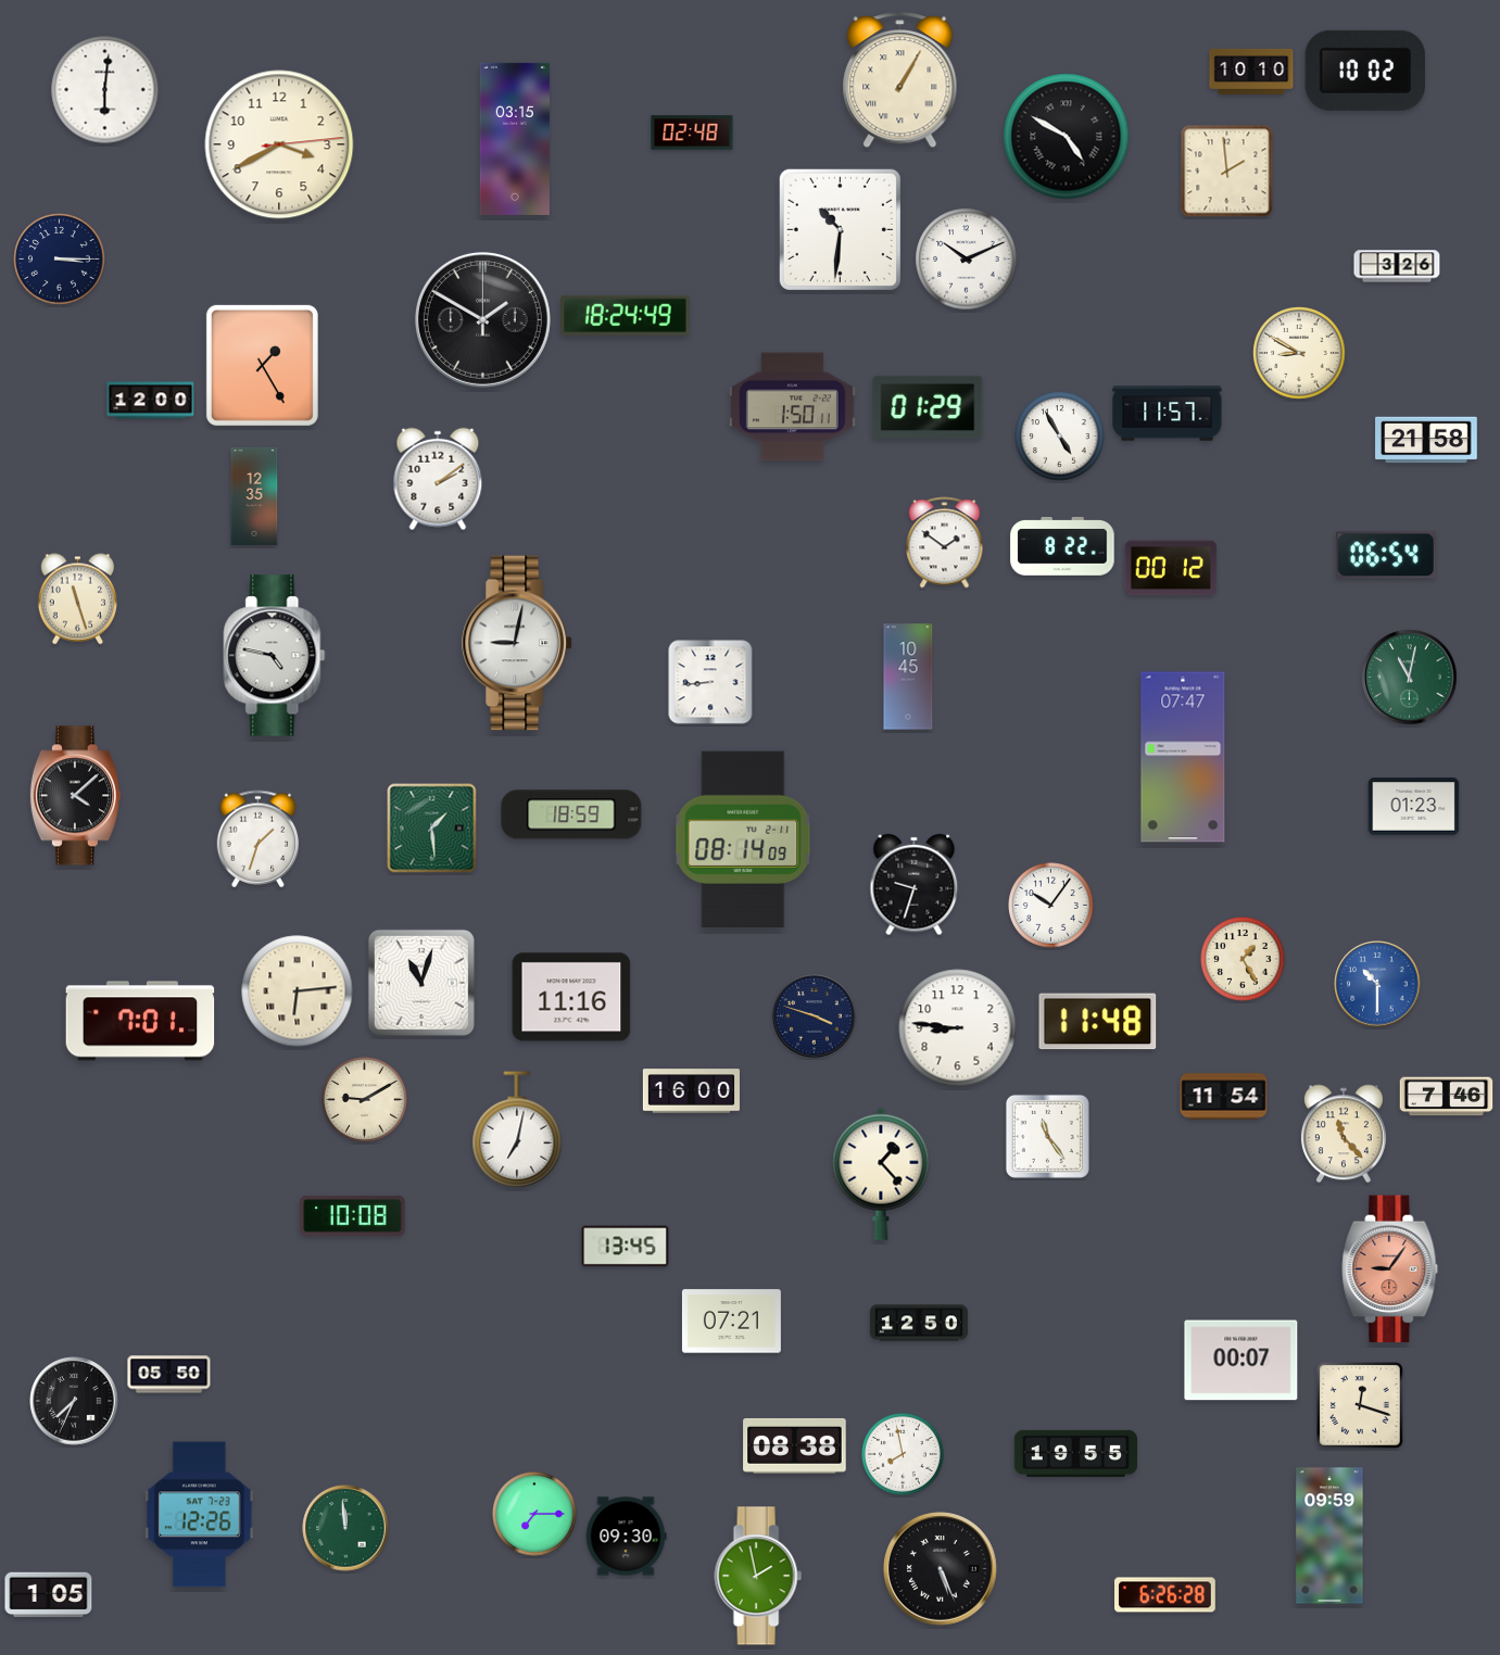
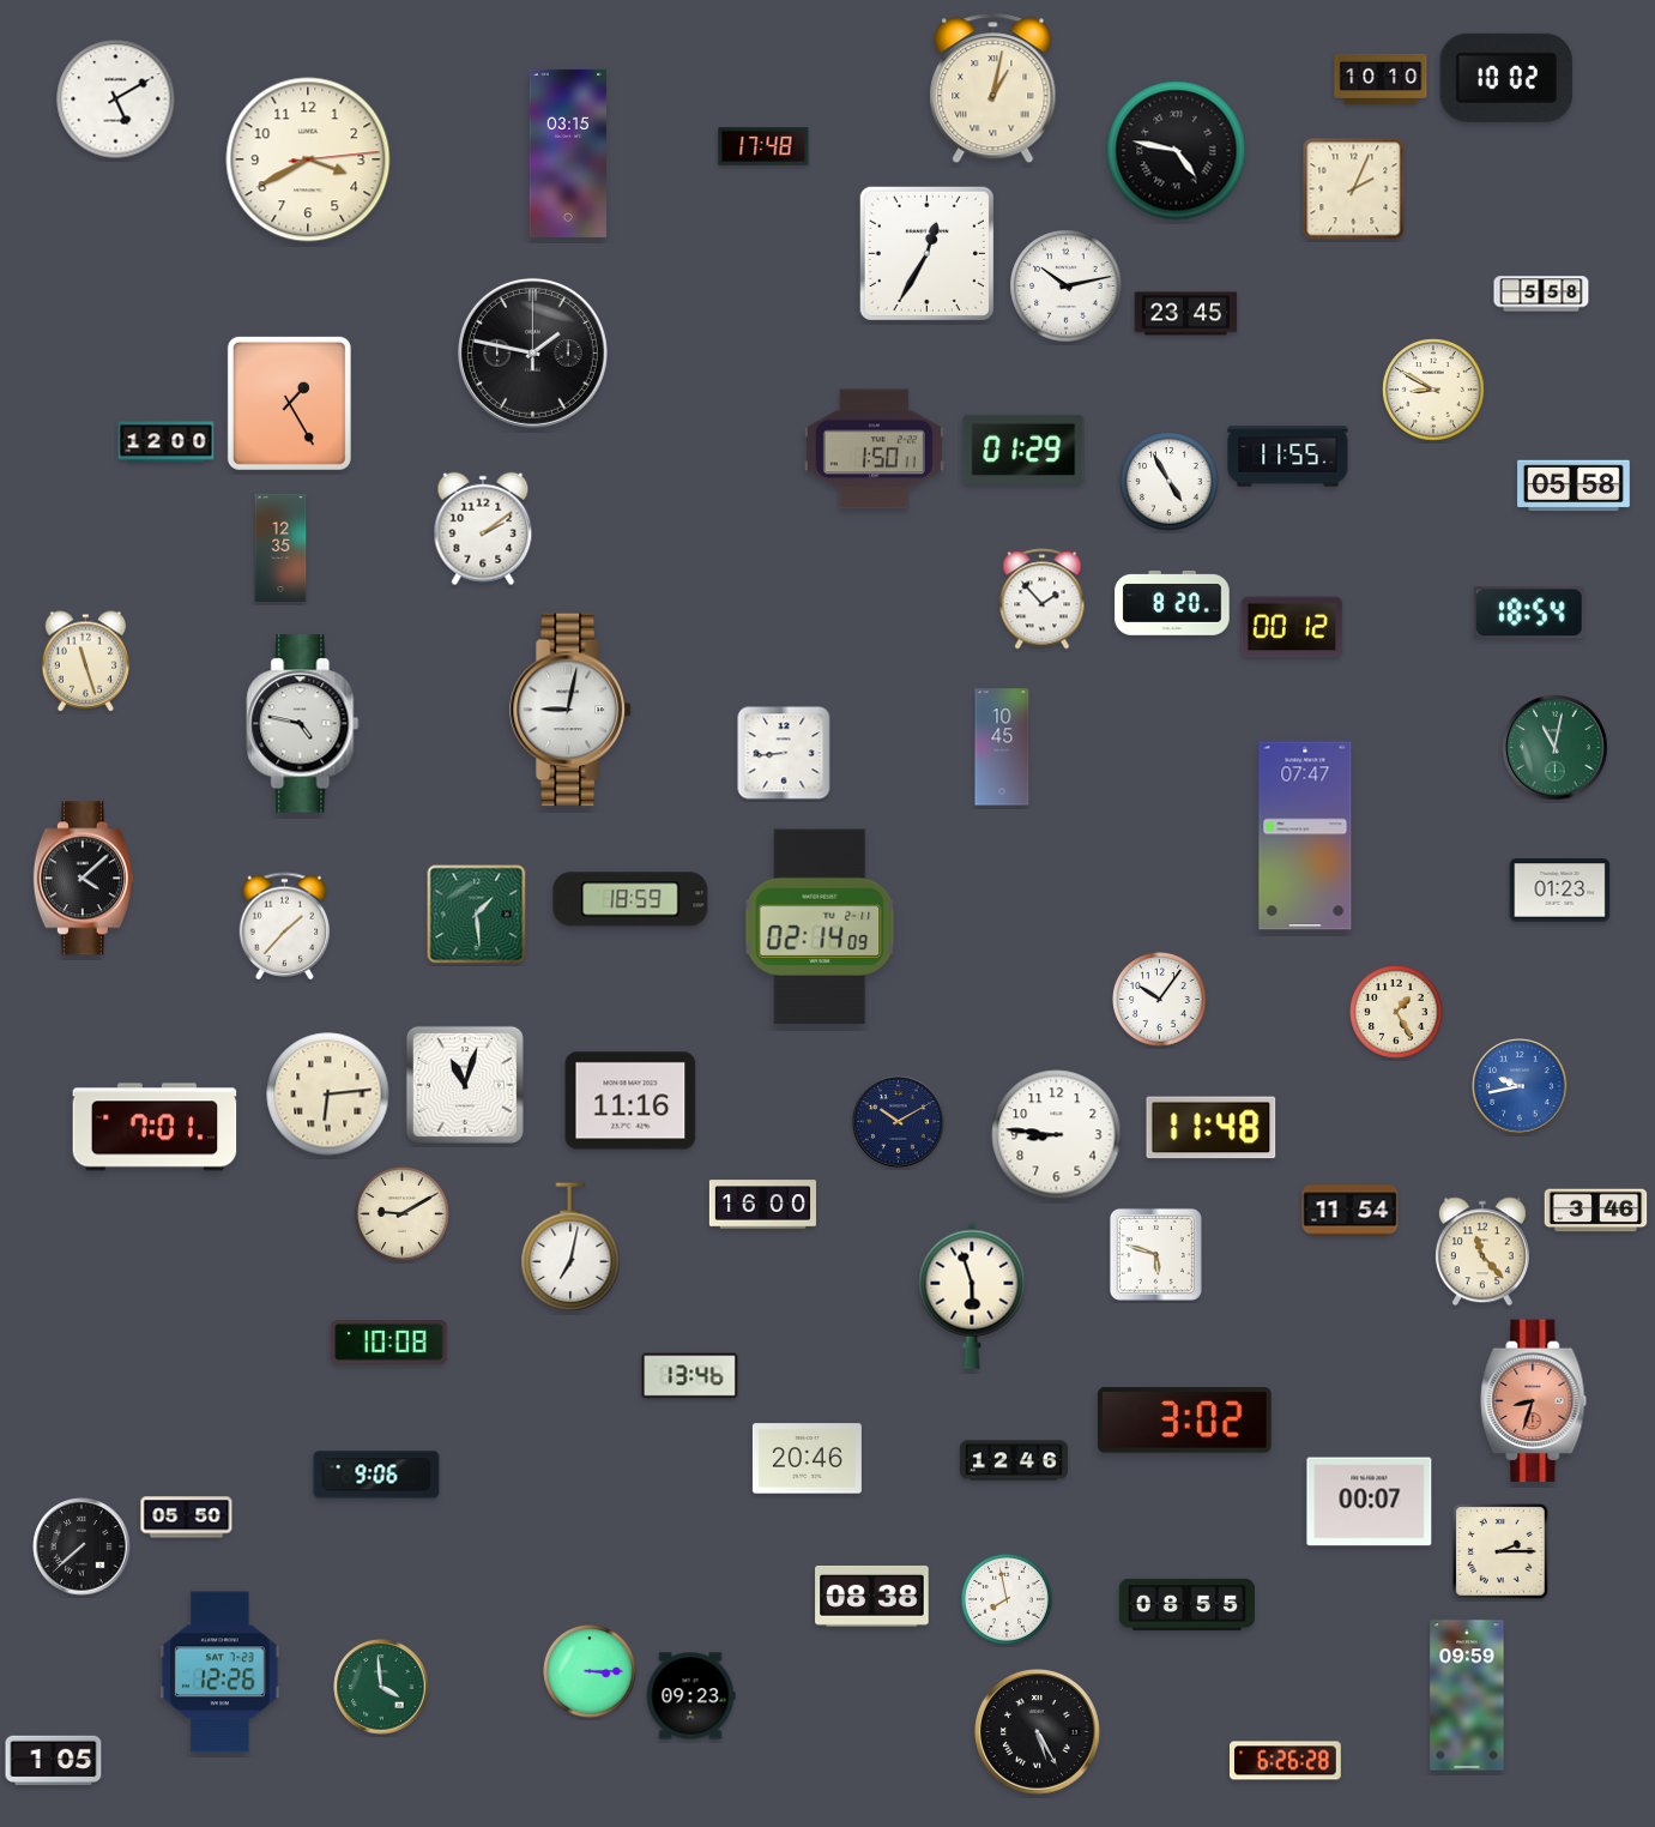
clock at (900, 80): 1:05 -> 1:02
clock at (105, 90): 6:01 -> 5:10
clock at (692, 132): 02:48 -> 17:48
clock at (1067, 137): 4:50 -> 4:47
clock at (1227, 172): 1:59 -> 2:04
clock at (840, 229): 10:31 -> 12:35
clock at (60, 260): 3:15 -> none
clock at (967, 260): 10:11 -> 10:13
clock at (1397, 266): 3:26 -> 5:58
clock at (1186, 314): none -> 23:45
clock at (626, 315): 18:24 -> none
clock at (482, 319): 1:50 -> 1:47
clock at (1168, 414): 11:57 -> 11:55
clock at (1426, 440): 21:58 -> 05:58
clock at (945, 543): 1:51 -> 1:53
clock at (1062, 546): 8:22 -> 8:20
clock at (1386, 555): 06:54 -> 18:54
clock at (259, 839): 1:33 -> 1:37
clock at (743, 839): 08:14 -> 02:14
clock at (915, 885): 9:33 -> none
clock at (1244, 960) position: (1244, 960) -> (1397, 1013)
clock at (1377, 984): 10:30 -> 9:43
clock at (815, 1016): 3:48 -> 10:10
clock at (1447, 1097): 7:46 -> 3:46
clock at (1047, 1136): 11:24 -> 5:48
clock at (881, 1174): 1:23 -> 5:57
clock at (626, 1247): 13:45 -> 13:46
clock at (1390, 1269): 9:06 -> 8:33
clock at (1184, 1421): none -> 3:02
clock at (731, 1322): 07:21 -> 20:46
clock at (919, 1323): 12:50 -> 12:46
clock at (376, 1475): none -> 9:06
clock at (74, 1401): 7:34 -> 7:38
clock at (1361, 1406): 12:18 -> 2:15
clock at (795, 1445) position: (795, 1445) -> (872, 1596)
clock at (1075, 1453): 19:55 -> 08:55
clock at (904, 1455) position: (904, 1455) -> (1008, 1600)
clock at (535, 1515): 7:15 -> 3:15
clock at (345, 1528): 11:59 -> 3:59
clock at (626, 1537): 09:30 -> 09:23
clock at (941, 1569): 5:26 -> 5:25
clock at (758, 1576): 1:58 -> none
